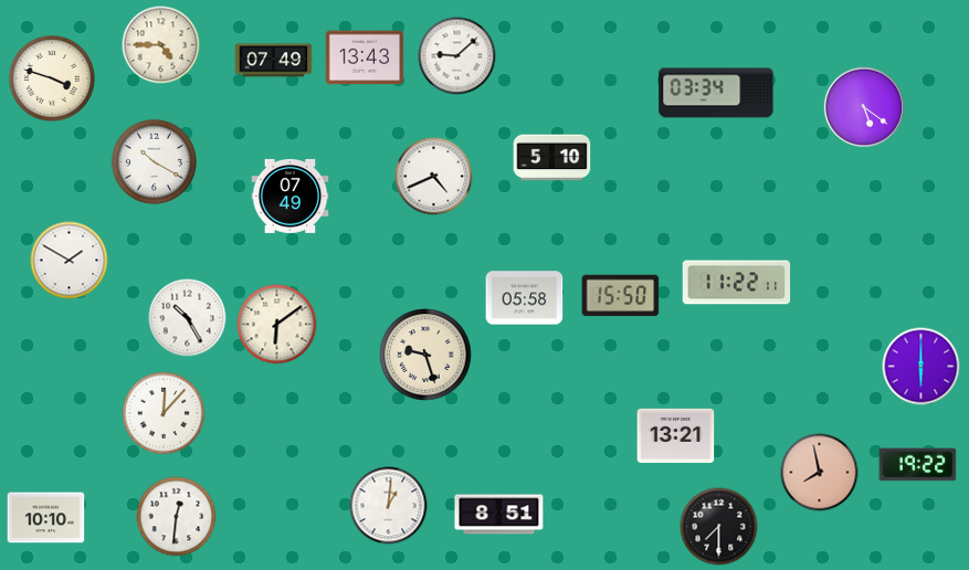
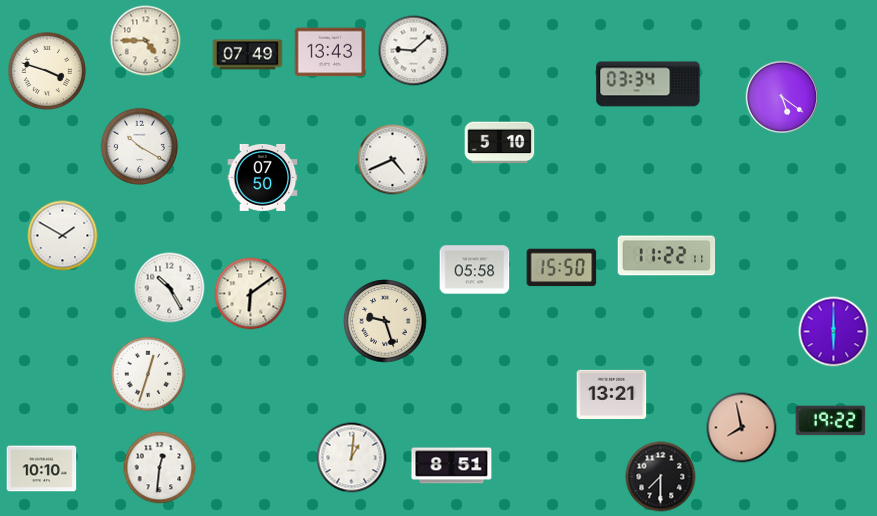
clock at (291, 196): 07:49 -> 07:50
clock at (164, 413): 12:07 -> 12:33
clock at (719, 527) position: (719, 527) -> (661, 477)
